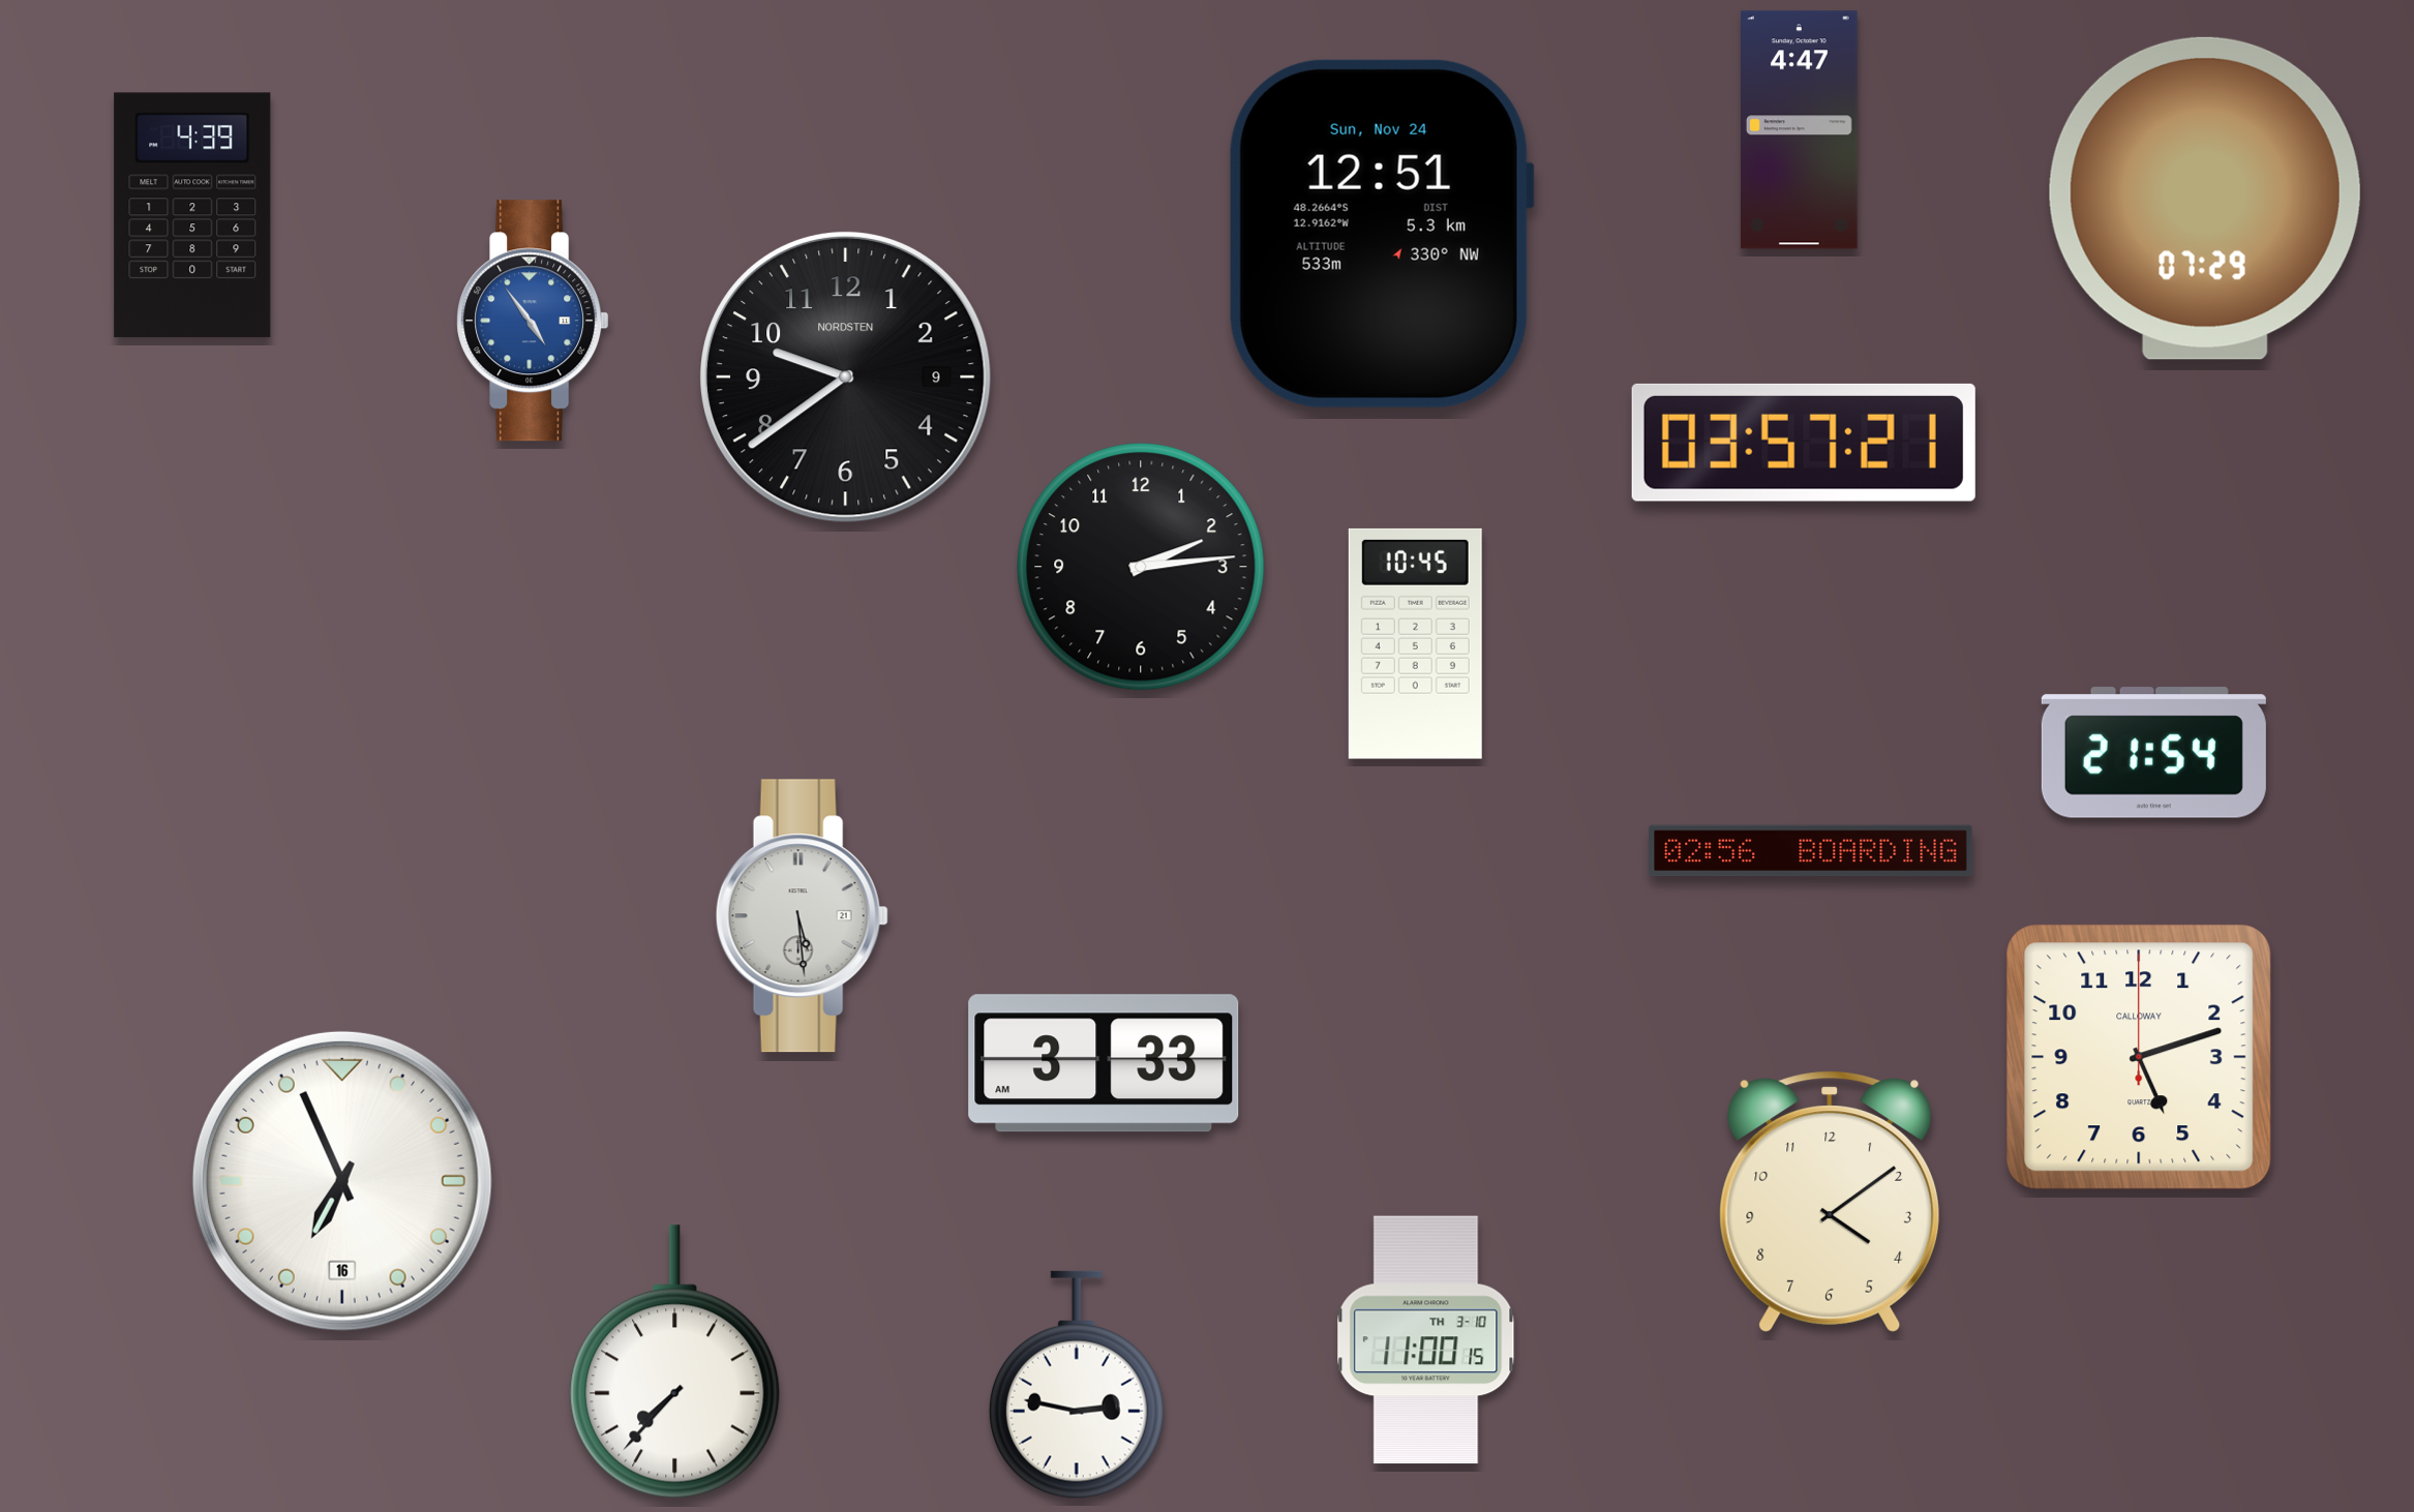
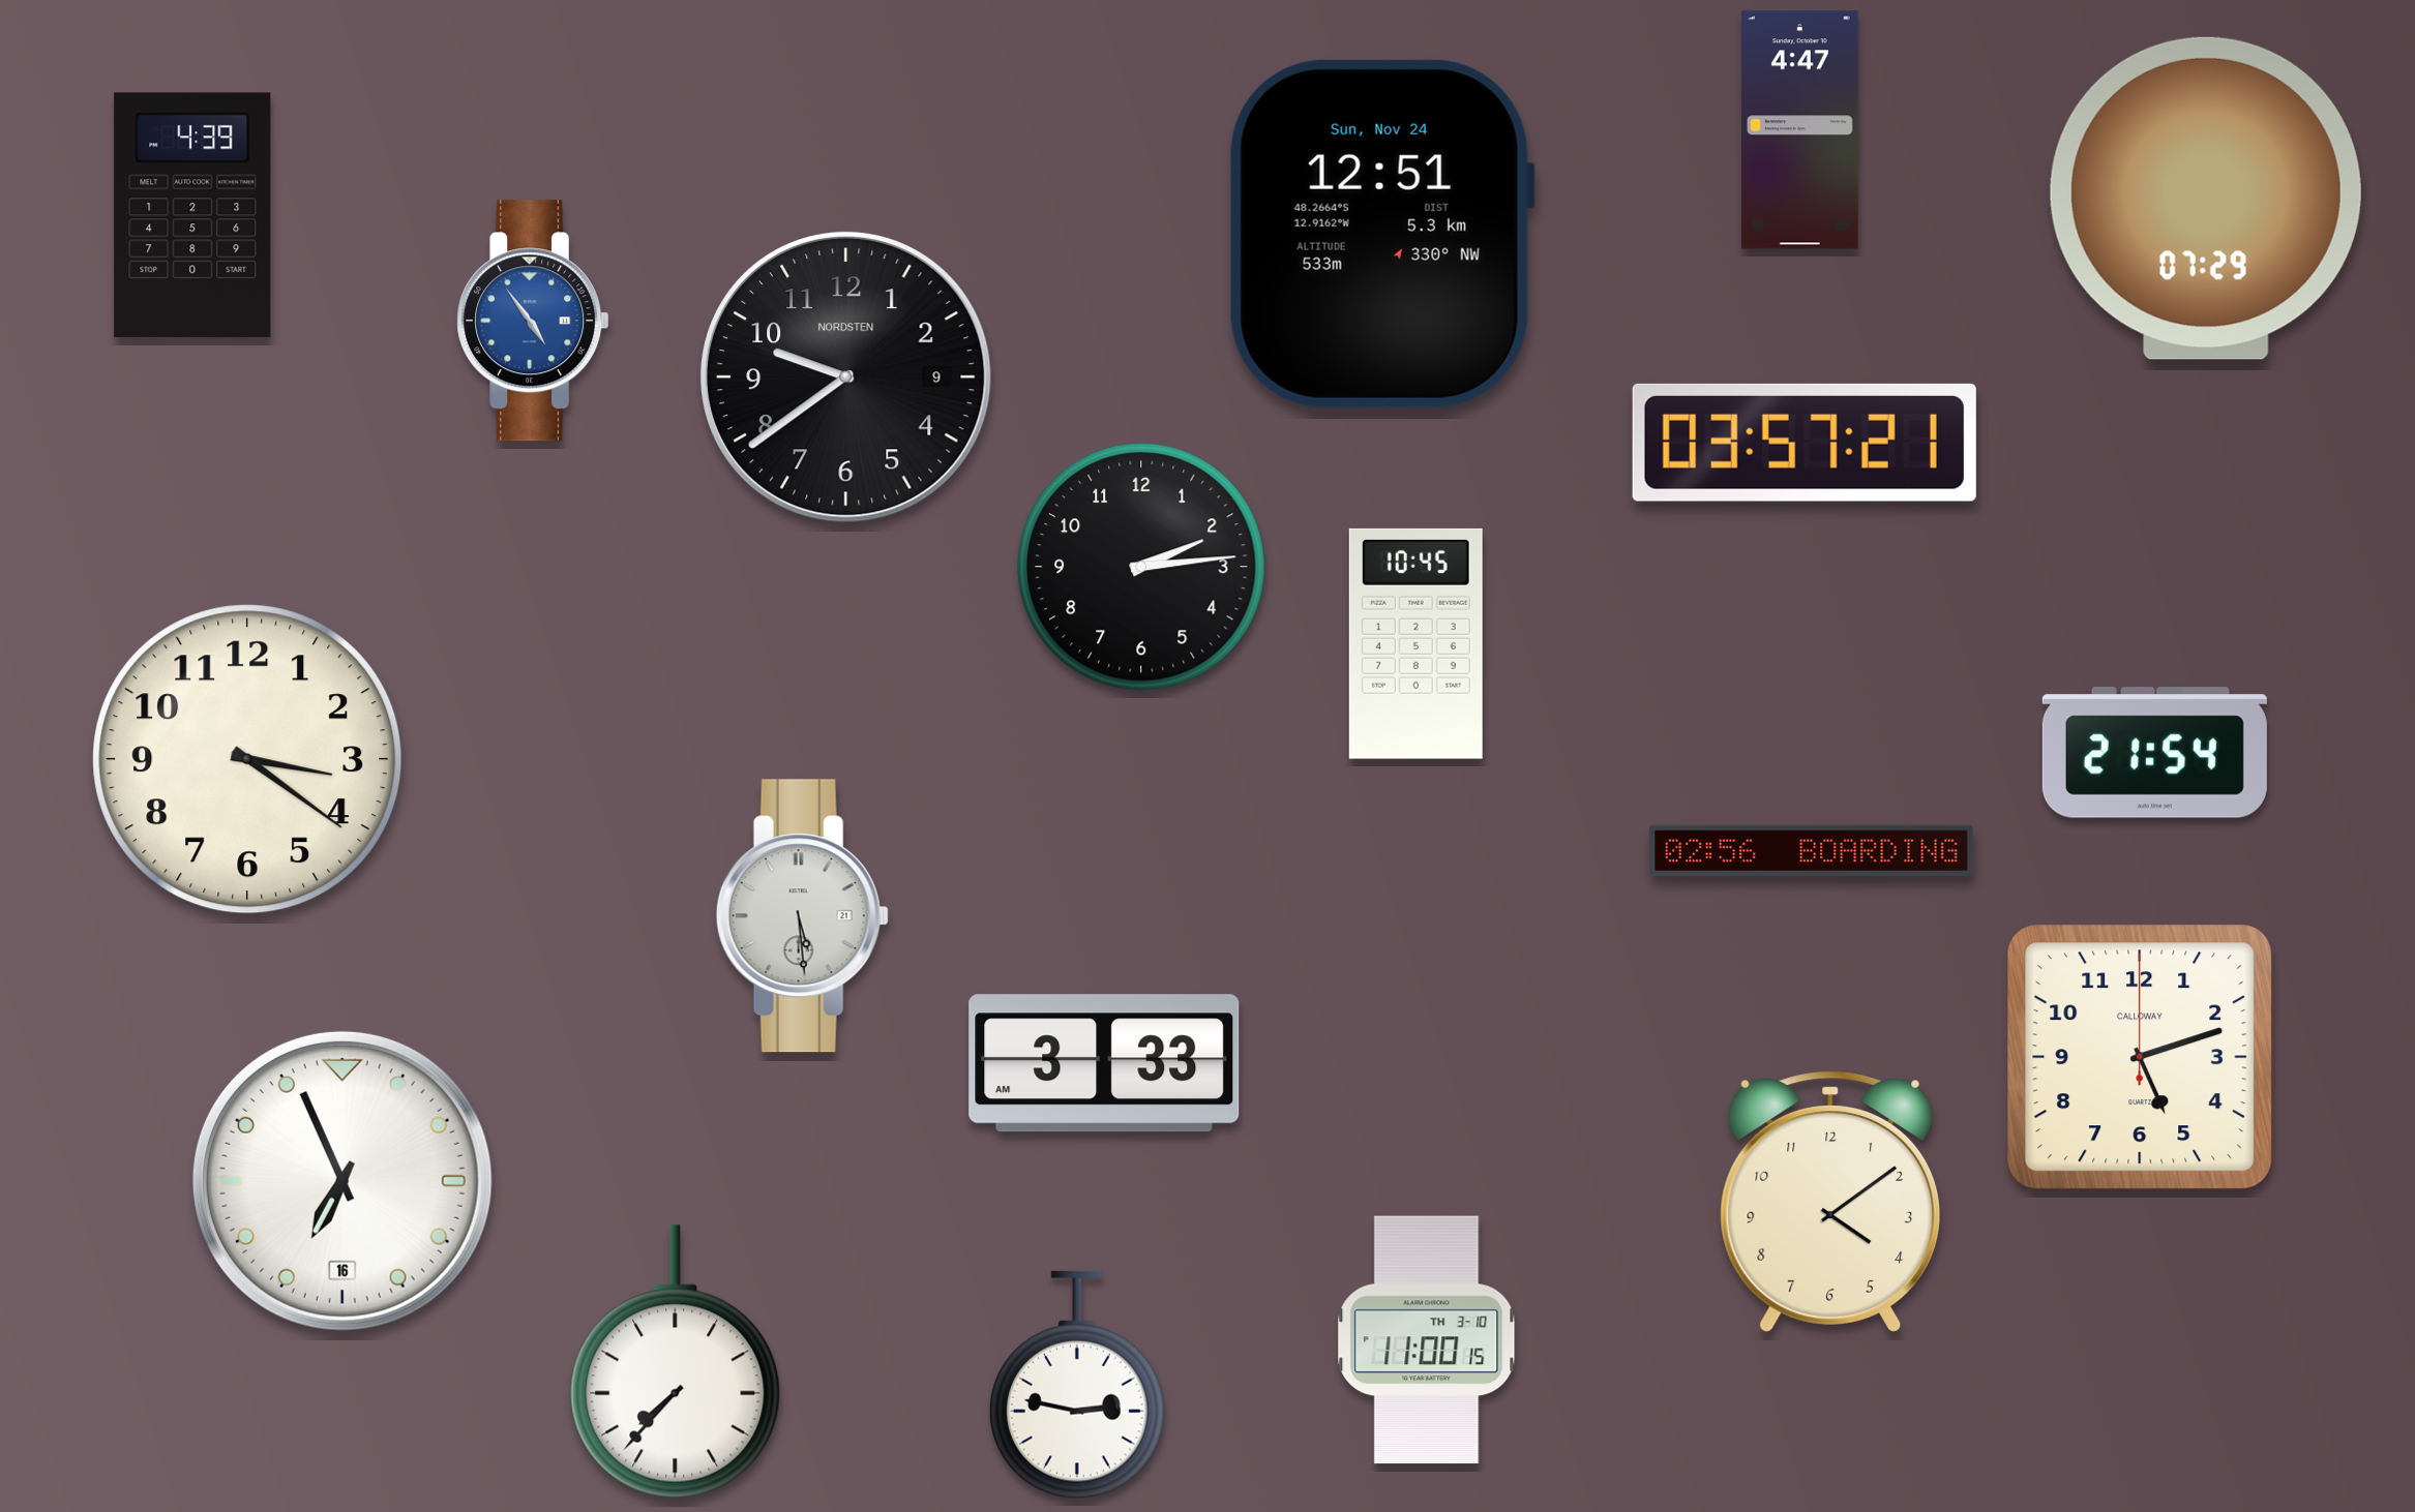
clock at (247, 759): none -> 3:21
